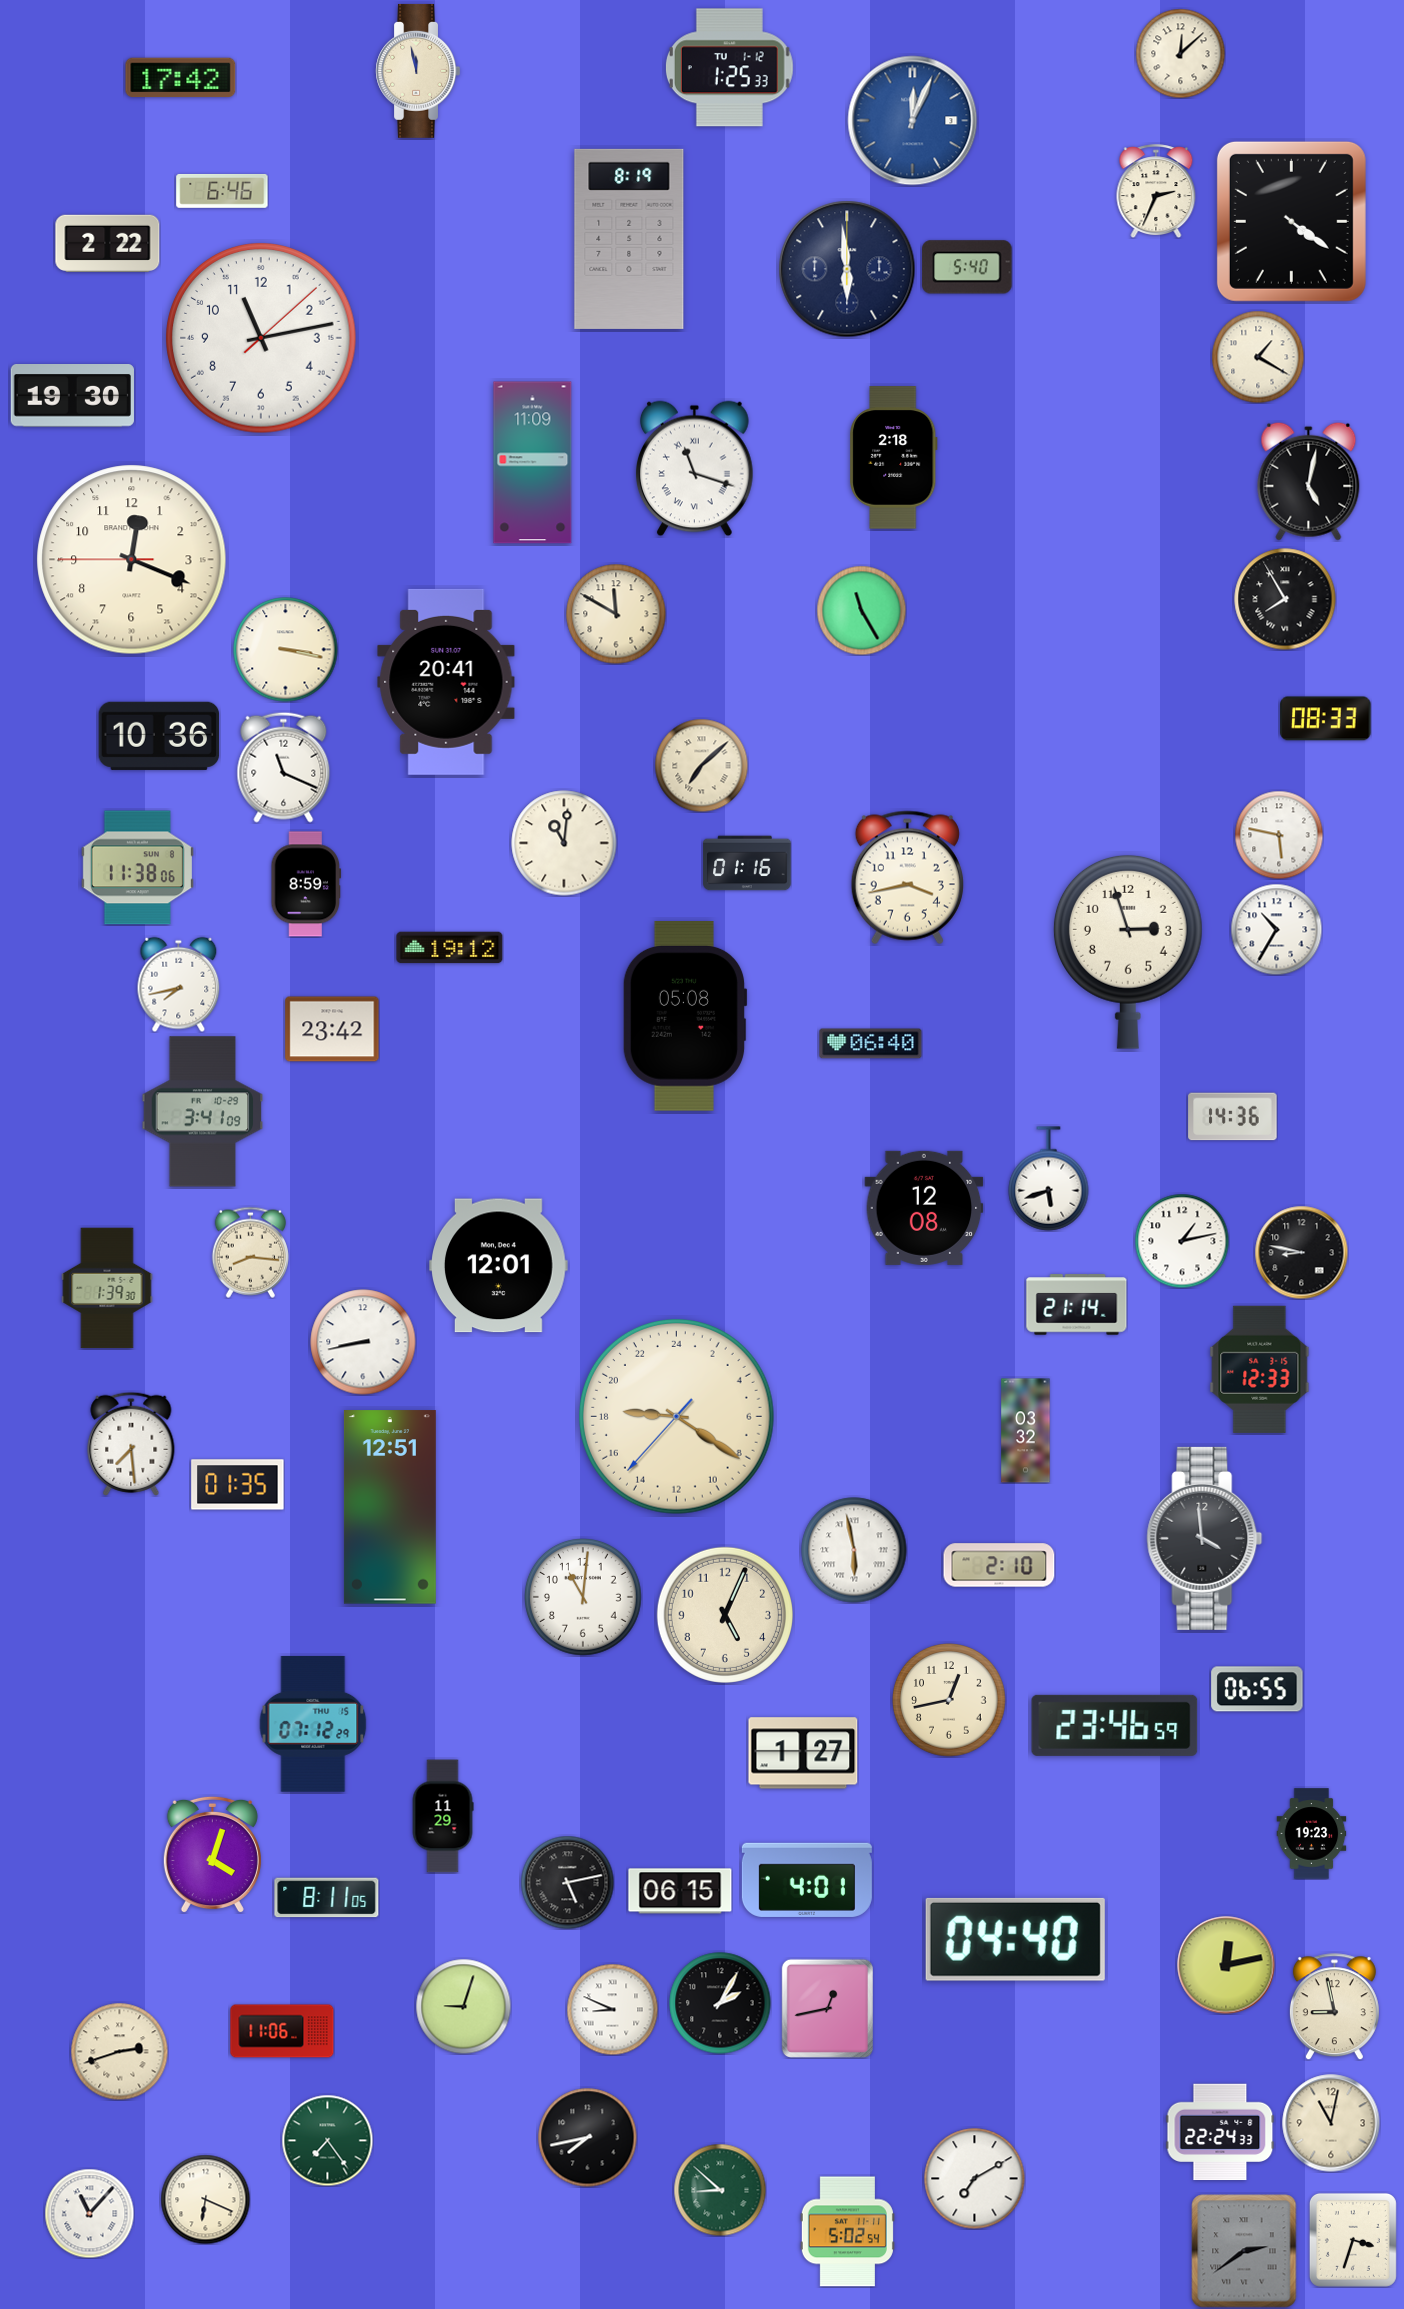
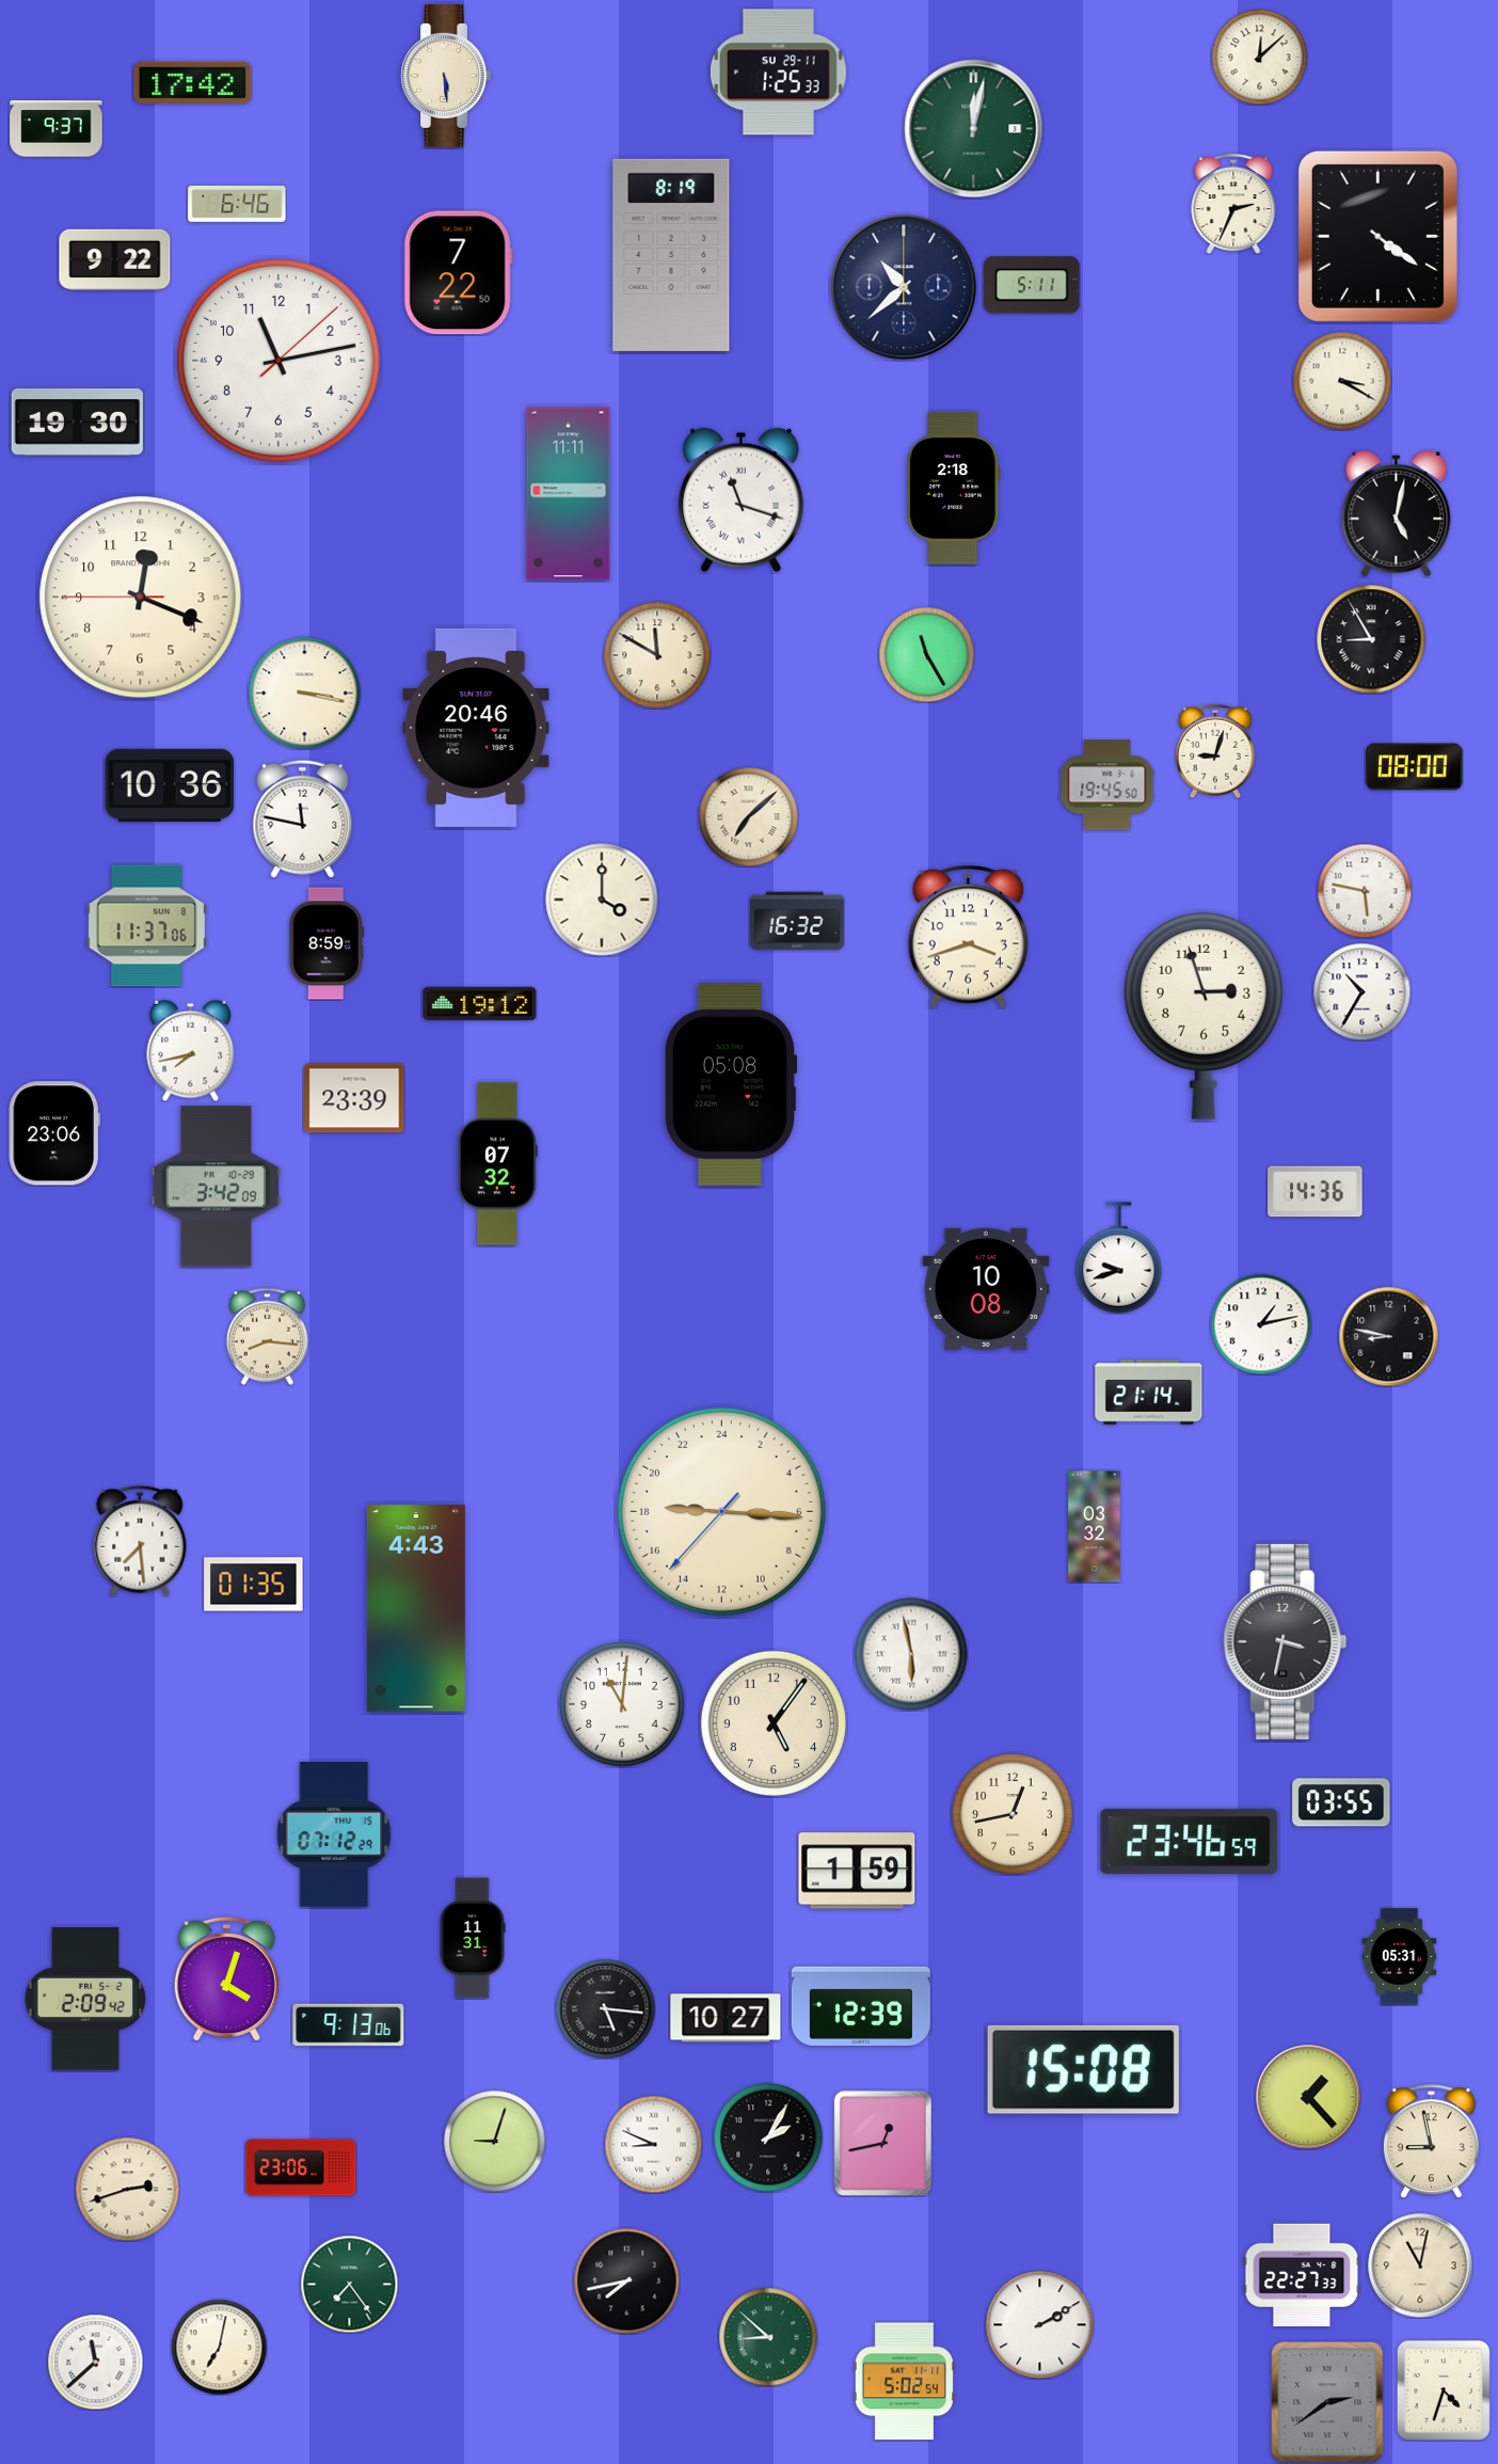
clock at (729, 68) date: TU 1-12 -> SU 29-11
clock at (417, 71): 11:58 -> 5:29
clock at (57, 129): none -> 9:37
clock at (913, 121): 12:04 -> 12:02
clock at (913, 121) dial: blue -> green
clock at (108, 243): 2:22 -> 9:22
clock at (458, 273): none -> 7:22
clock at (967, 267): 5:40 -> 5:11
clock at (847, 269): 5:59 -> 10:38
clock at (1258, 357): 1:20 -> 3:20
clock at (533, 463): 11:09 -> 11:11
clock at (1285, 599): 7:55 -> 8:55
clock at (861, 610) position: (861, 610) -> (926, 654)
clock at (446, 682): 20:41 -> 20:46
clock at (1215, 751): none -> 9:03
clock at (1326, 719): 08:33 -> 08:00
clock at (1106, 785): none -> 19:45
clock at (284, 767): 11:19 -> 11:47
clock at (564, 843): 11:01 -> 4:00
clock at (747, 863): 01:16 -> 16:32
clock at (137, 868): 11:38 -> 11:37
clock at (907, 878): 3:43 -> 3:42
clock at (450, 948) position: (450, 948) -> (480, 1004)
clock at (332, 1029): 23:42 -> 23:39
clock at (871, 1044): 06:40 -> none
clock at (54, 1133): none -> 23:06
clock at (497, 1164): none -> 07:32
clock at (203, 1112): 3:41 -> 3:42
clock at (1049, 1179): 5:42 -> 9:42
clock at (924, 1208): 12:08 -> 10:08
clock at (499, 1266): 12:01 -> none
clock at (107, 1288): 1:39 -> none
clock at (363, 1342): 8:43 -> none
clock at (1260, 1369): 12:33 -> none
clock at (676, 1416): 18:20 -> 18:15
clock at (390, 1507): 12:51 -> 4:43
clock at (1205, 1538): 3:59 -> 3:32
clock at (999, 1565): 2:10 -> none
clock at (725, 1615): 5:04 -> 5:06
clock at (1257, 1689): 06:55 -> 03:55
clock at (313, 1724) position: (313, 1724) -> (334, 1834)
clock at (803, 1753): 1:27 -> 1:59
clock at (443, 1816): 11:29 -> 11:31
clock at (1312, 1834): 19:23 -> 05:31
clock at (85, 1999): none -> 2:09
clock at (807, 1880): 4:01 -> 12:39
clock at (567, 1882): 5:13 -> 5:16
clock at (680, 1891): 06:15 -> 10:27
clock at (327, 1898): 8:11 -> 9:13
clock at (1015, 1939): 04:40 -> 15:08
clock at (1226, 1965): 12:13 -> 1:23
clock at (1334, 2007) position: (1334, 2007) -> (1431, 2142)
clock at (282, 2031): 11:06 -> 23:06
clock at (1220, 2132): 22:24 -> 22:27
clock at (975, 2179): 7:10 -> 2:10
clock at (205, 2199): 6:19 -> 7:02
clock at (89, 2213): 11:07 -> 11:38
clock at (1353, 2240): 3:33 -> 4:33
